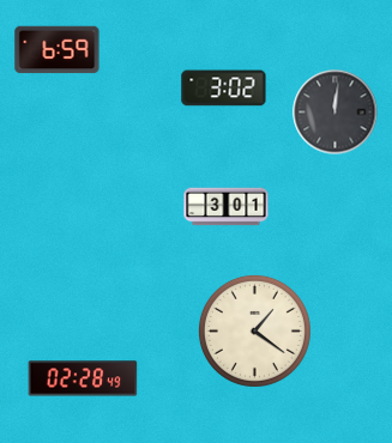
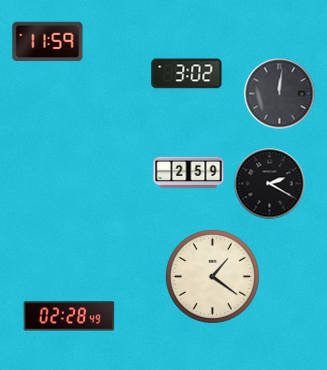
clock at (58, 50): 6:59 -> 11:59
clock at (227, 207): 3:01 -> 2:59
clock at (270, 184): none -> 2:20
